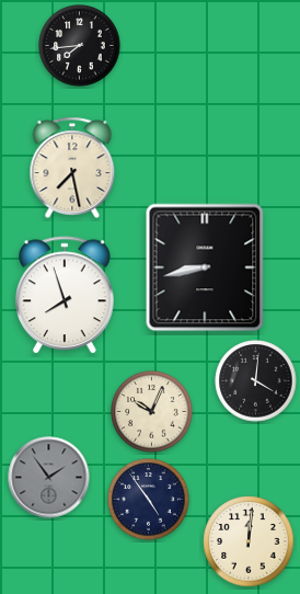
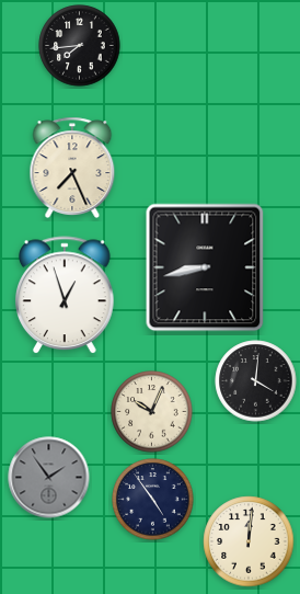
clock at (72, 167): 7:28 -> 7:26
clock at (66, 296): 7:57 -> 12:57
clock at (149, 500) position: (149, 500) -> (153, 500)
